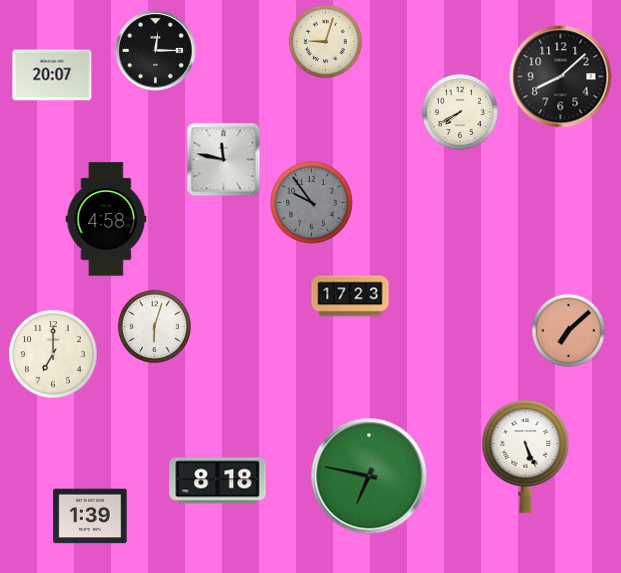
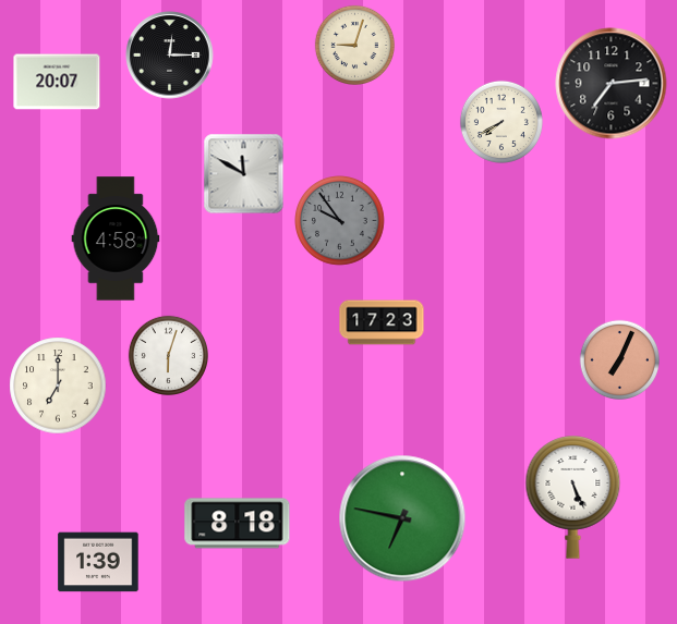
clock at (561, 77): 8:08 -> 7:14
clock at (224, 160): 11:47 -> 11:50
clock at (568, 330): 7:08 -> 7:04
